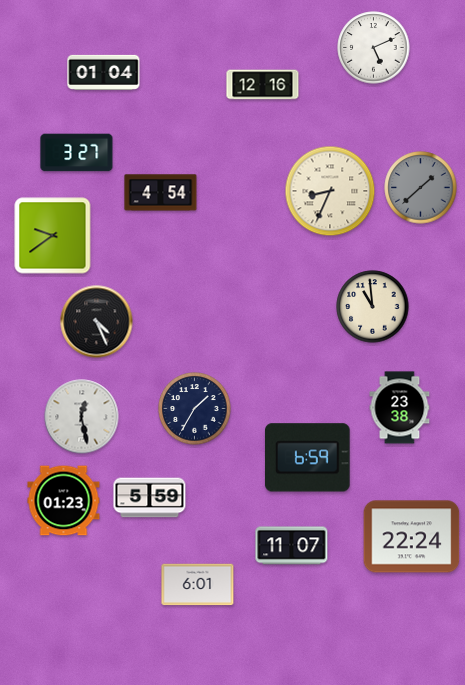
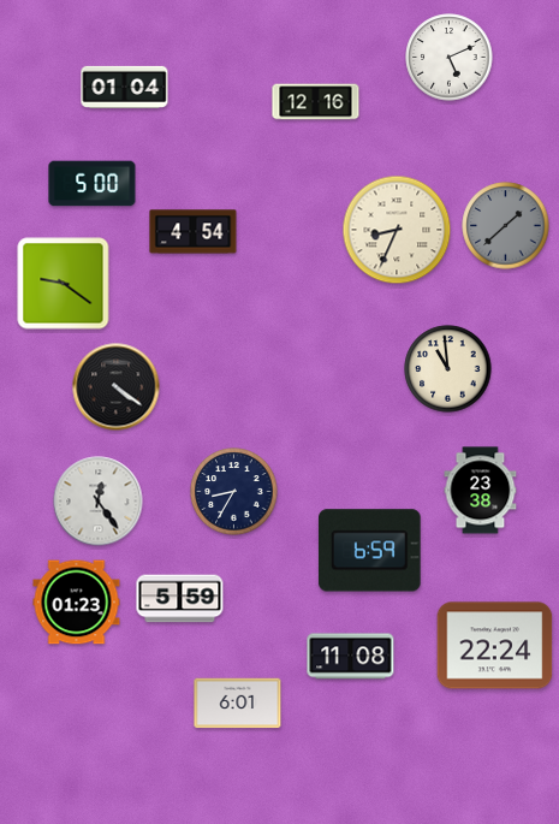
clock at (77, 153): 3:27 -> 5:00
clock at (53, 236): 9:39 -> 9:21
clock at (97, 322): 4:26 -> 4:21
clock at (195, 409): 1:35 -> 8:35
clock at (82, 417): 12:28 -> 12:24
clock at (292, 546): 11:07 -> 11:08
